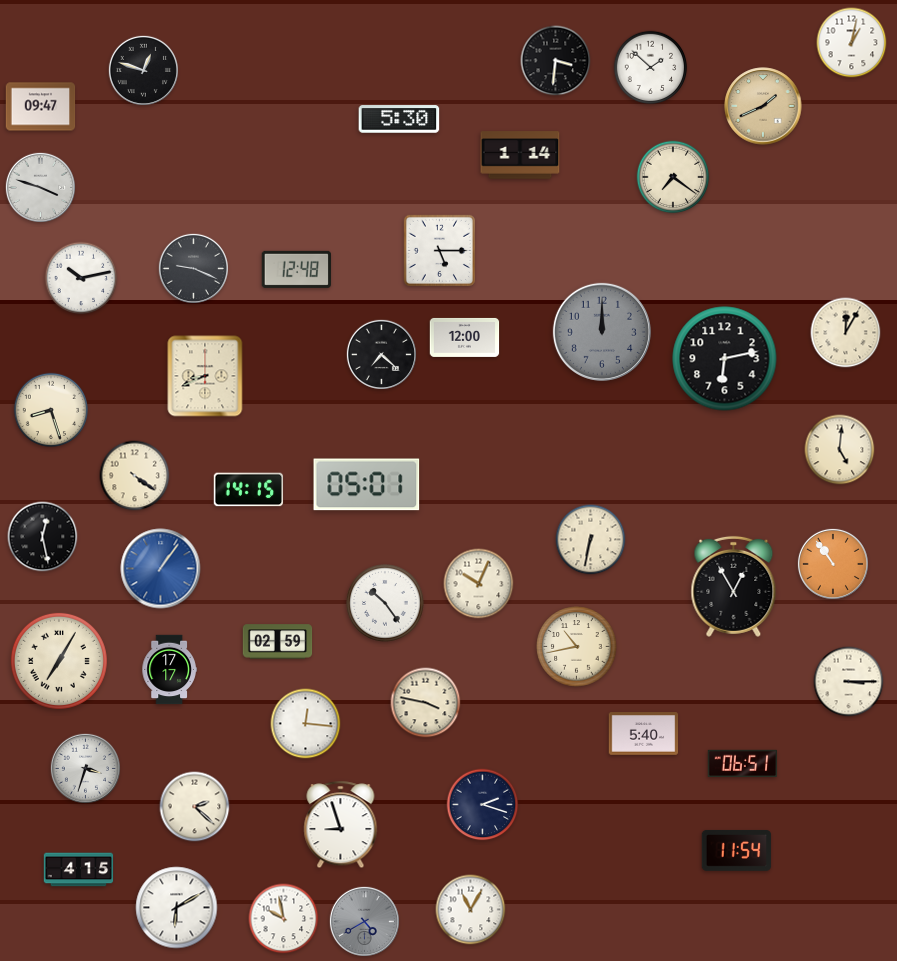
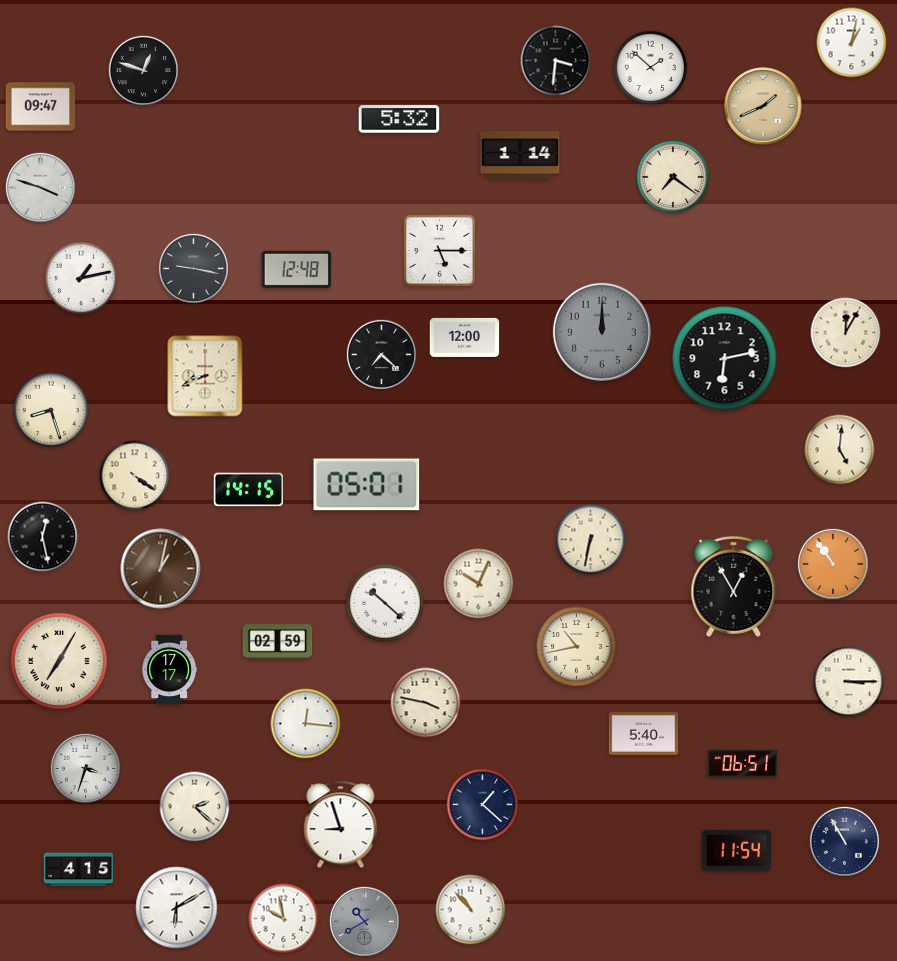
clock at (399, 119): 5:30 -> 5:32
clock at (193, 268): 9:19 -> 9:17
clock at (81, 278): 10:13 -> 1:13
clock at (161, 569): 1:06 -> 1:02
clock at (161, 569) dial: blue -> brown
clock at (386, 604): 10:24 -> 10:22
clock at (483, 805): 2:18 -> 1:22
clock at (844, 841): none -> 10:55
clock at (471, 910): 11:05 -> 10:53
clock at (364, 921): 4:40 -> 10:40
